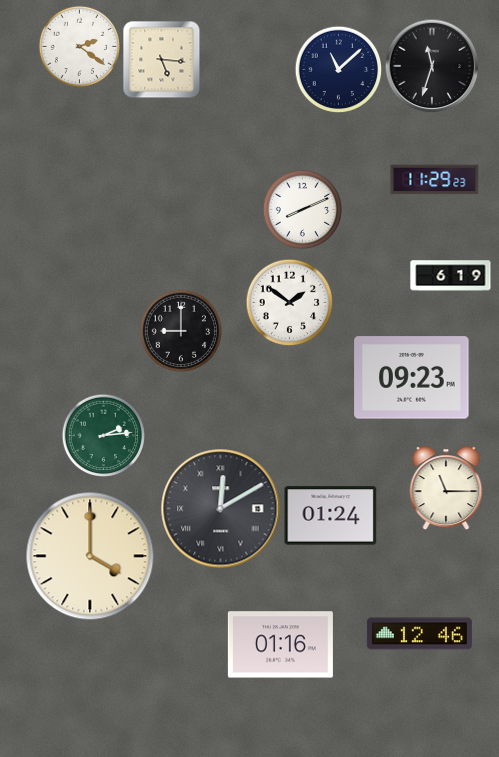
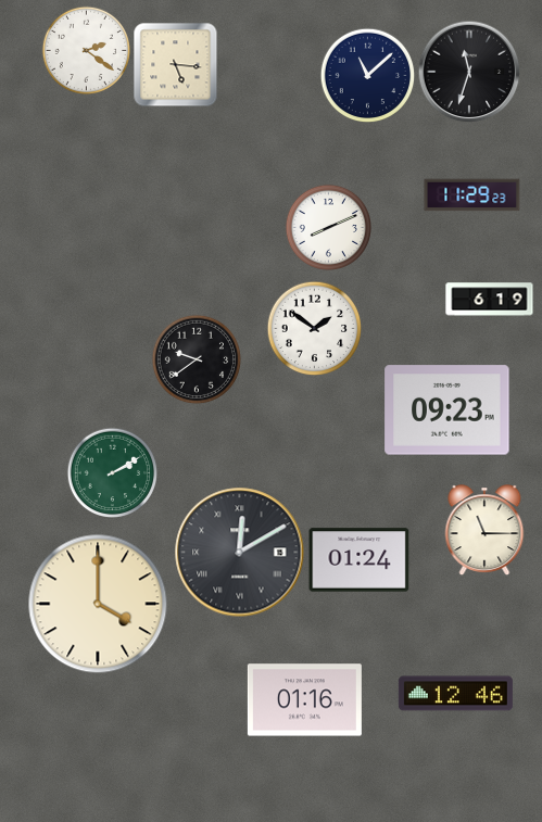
clock at (180, 330): 9:00 -> 9:39
clock at (103, 435): 2:14 -> 2:10
clock at (419, 634) position: (419, 634) -> (455, 694)
